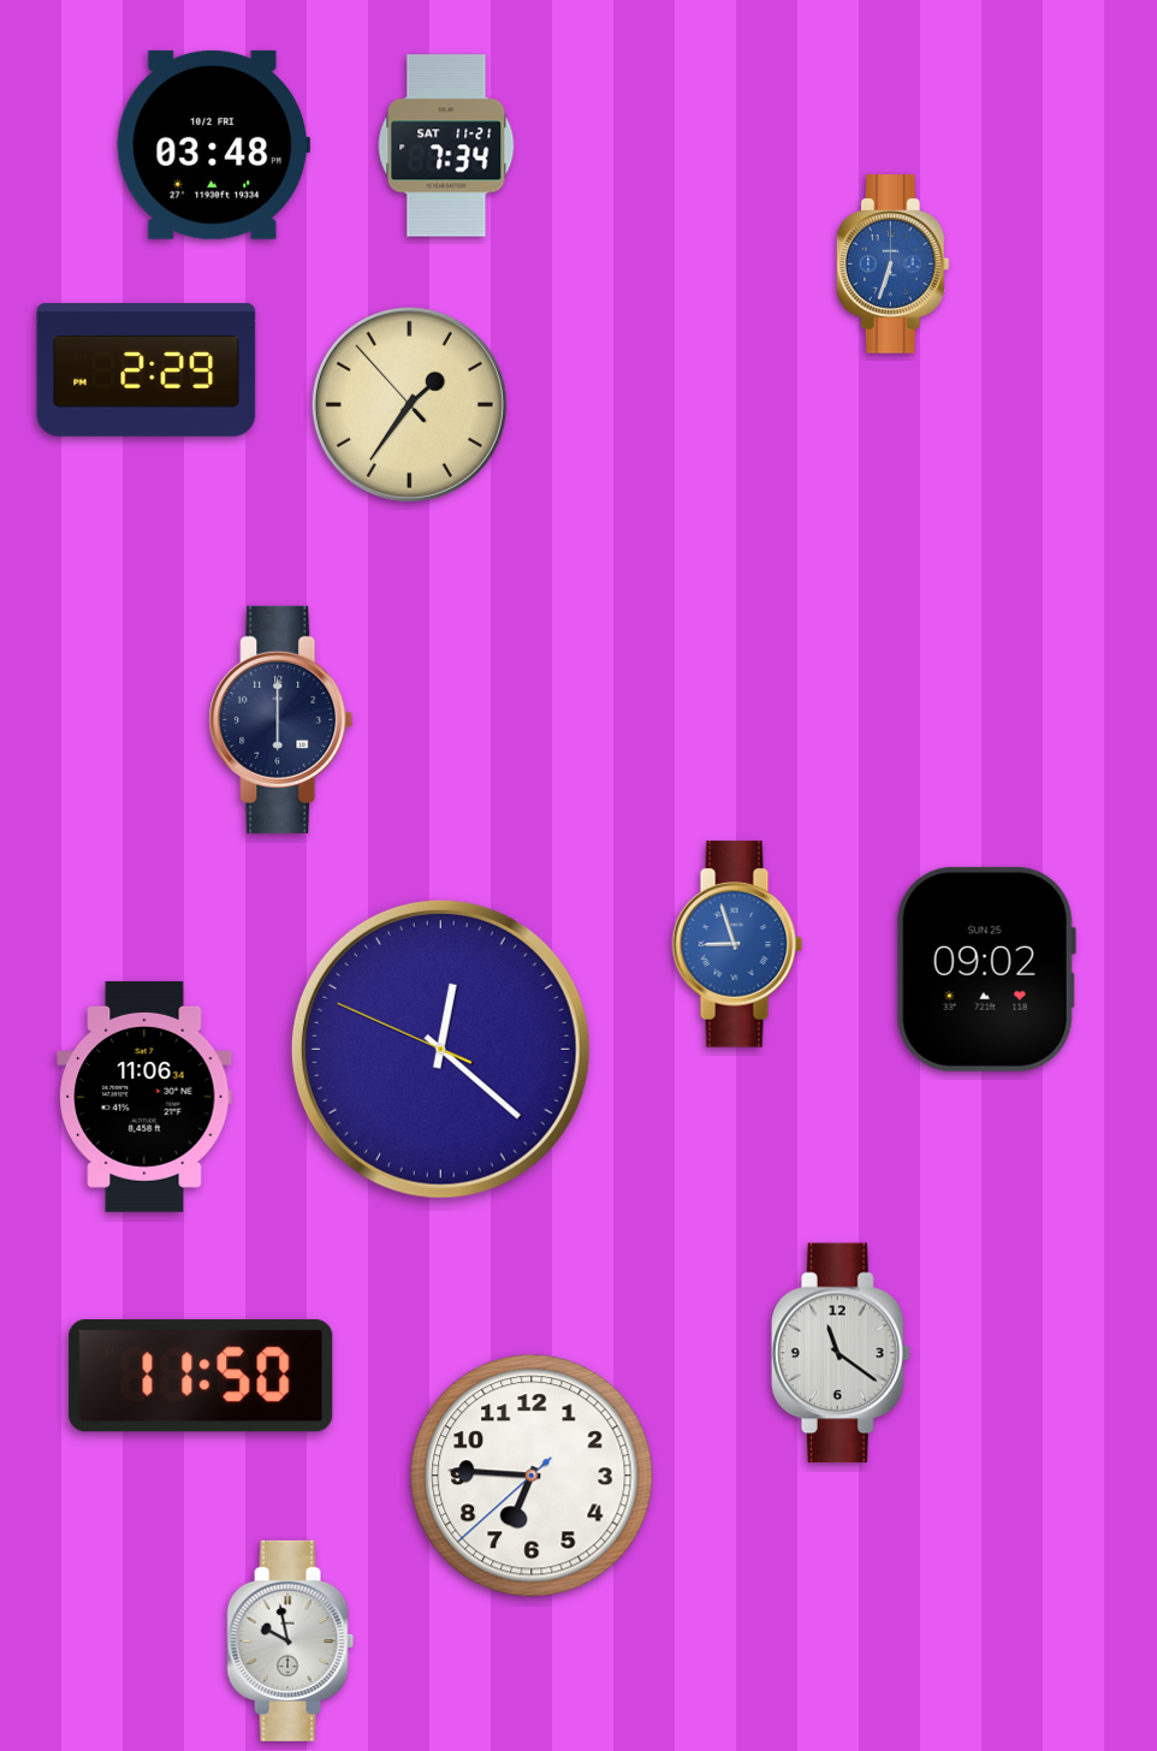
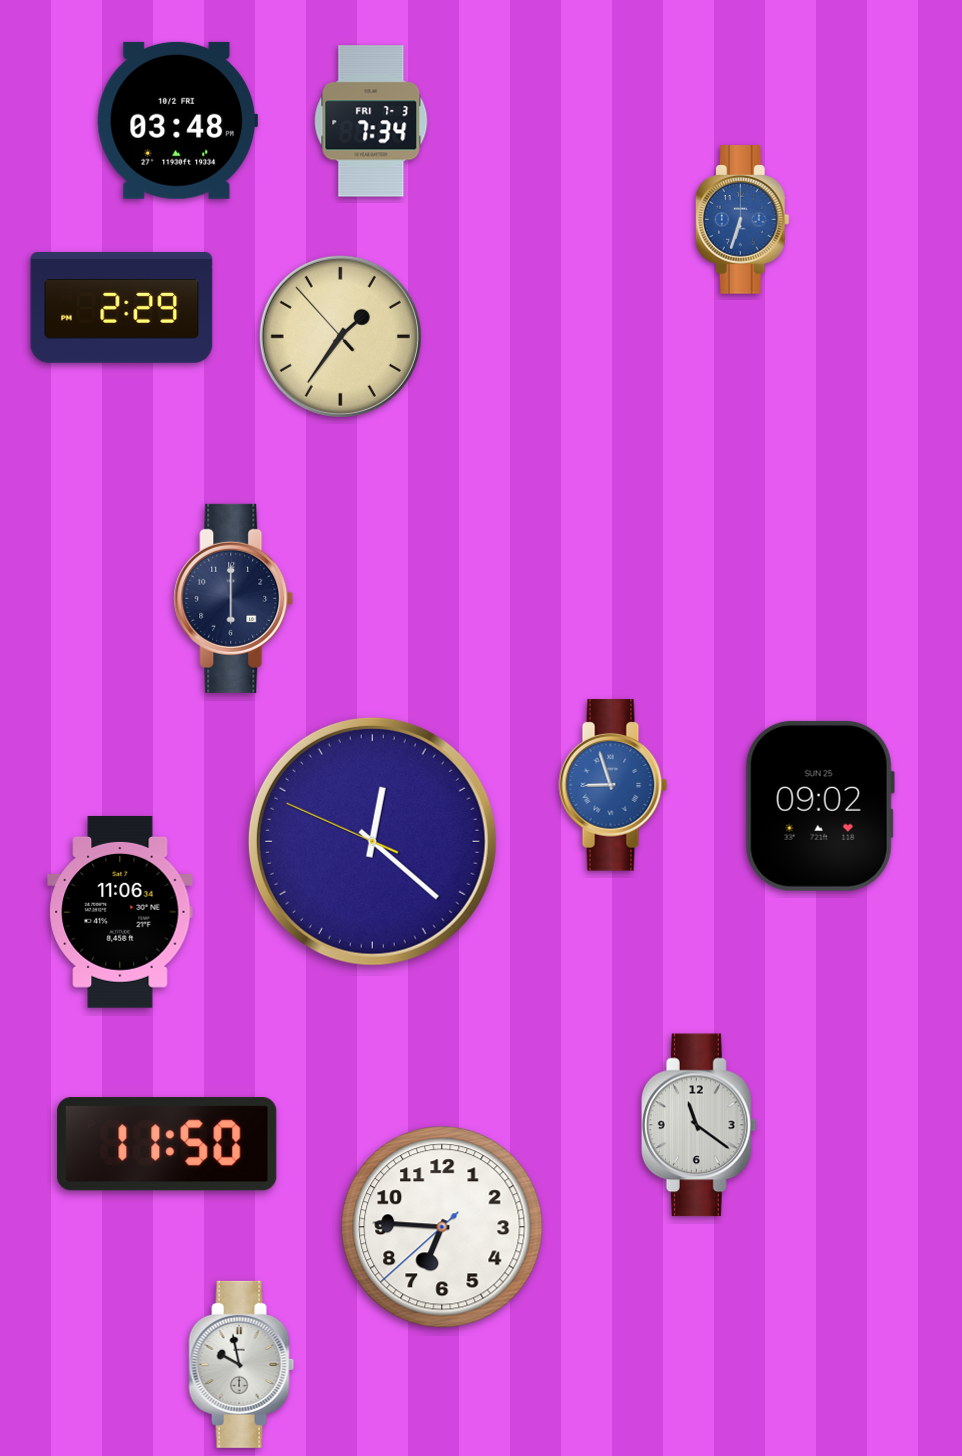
clock at (446, 146) date: SAT 11-21 -> FRI 7-3
clock at (440, 1049) position: (440, 1049) -> (372, 841)
